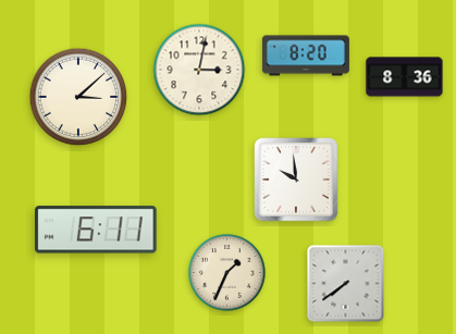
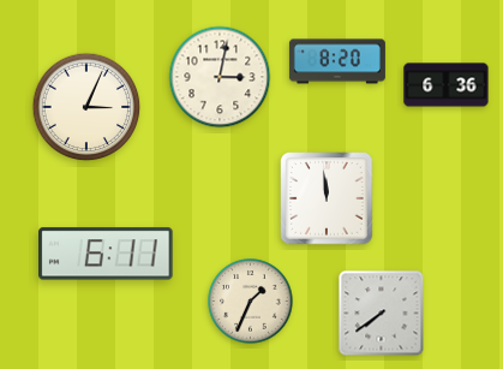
clock at (405, 77): 8:36 -> 6:36
clock at (78, 97): 3:08 -> 3:04
clock at (296, 180): 9:59 -> 11:59
